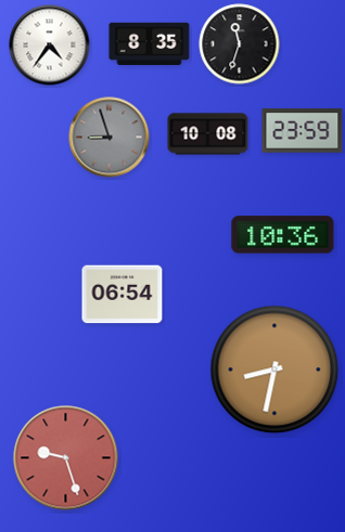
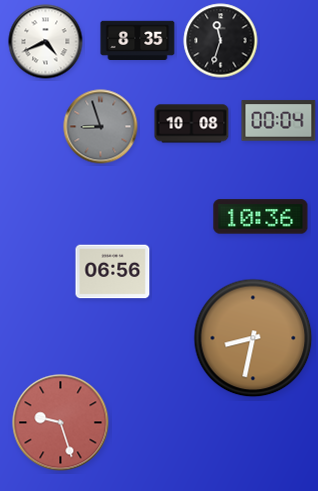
clock at (50, 46): 4:36 -> 4:41
clock at (303, 131): 23:59 -> 00:04
clock at (123, 295): 06:54 -> 06:56
clock at (274, 369) position: (274, 369) -> (253, 338)
